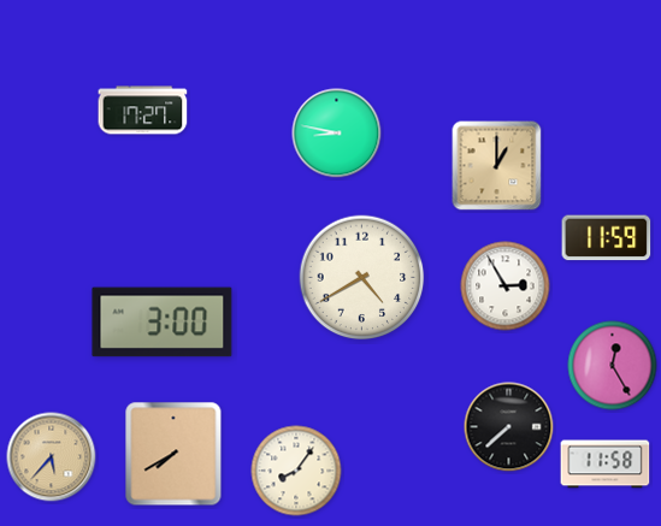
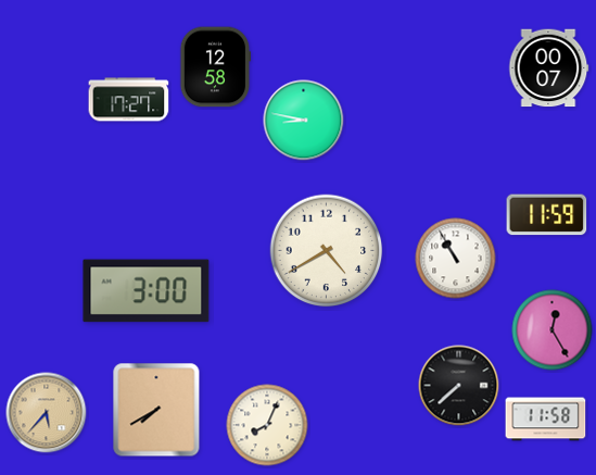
clock at (215, 67): none -> 12:58
clock at (549, 68): none -> 00:07
clock at (497, 166): 1:00 -> none
clock at (506, 286): 2:55 -> 10:55
clock at (296, 471): 8:06 -> 8:04
